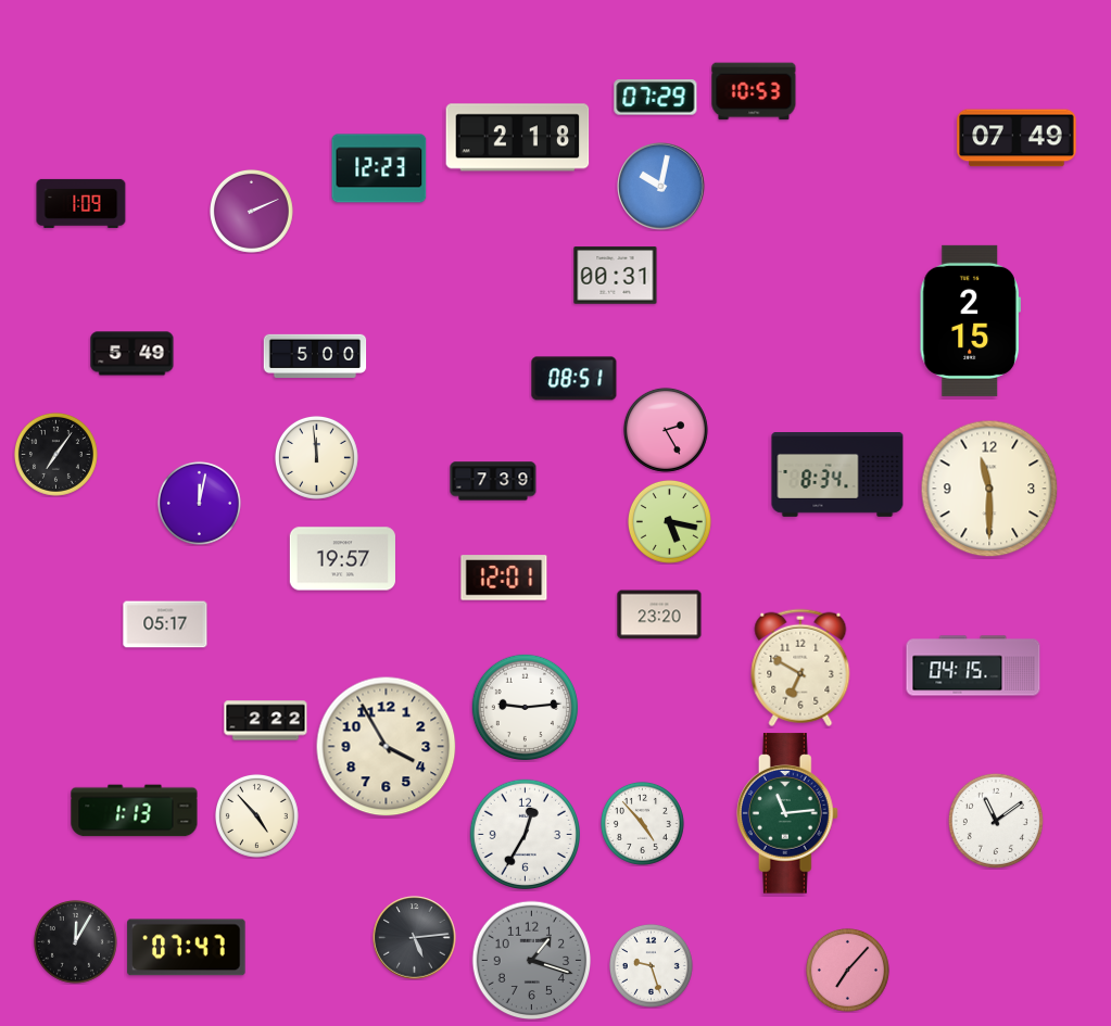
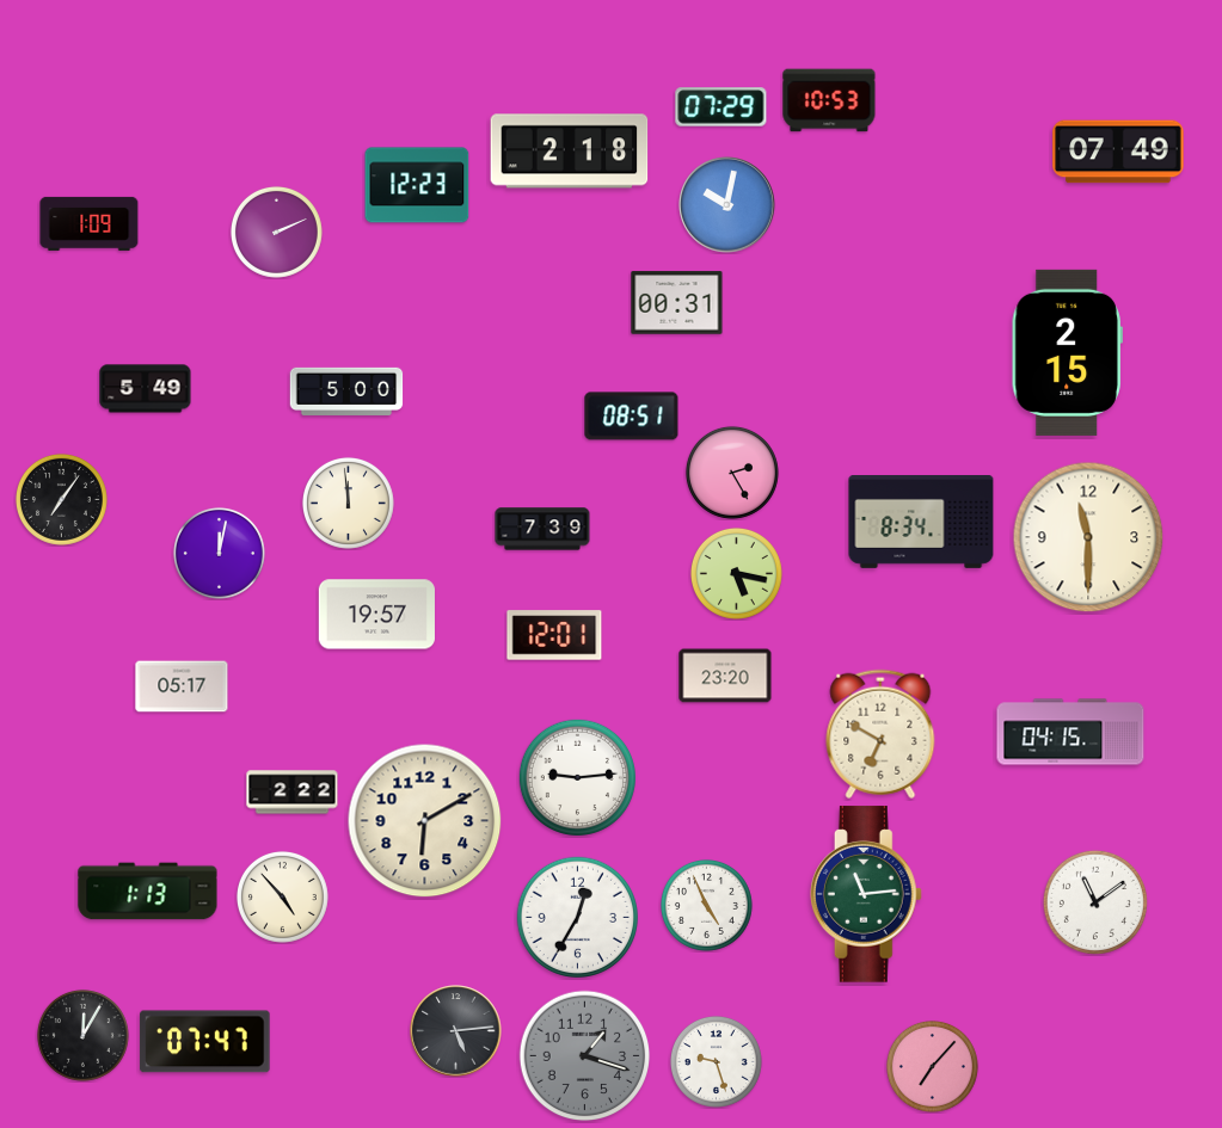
clock at (387, 747): 3:55 -> 6:10
clock at (642, 823): 4:53 -> 4:56
